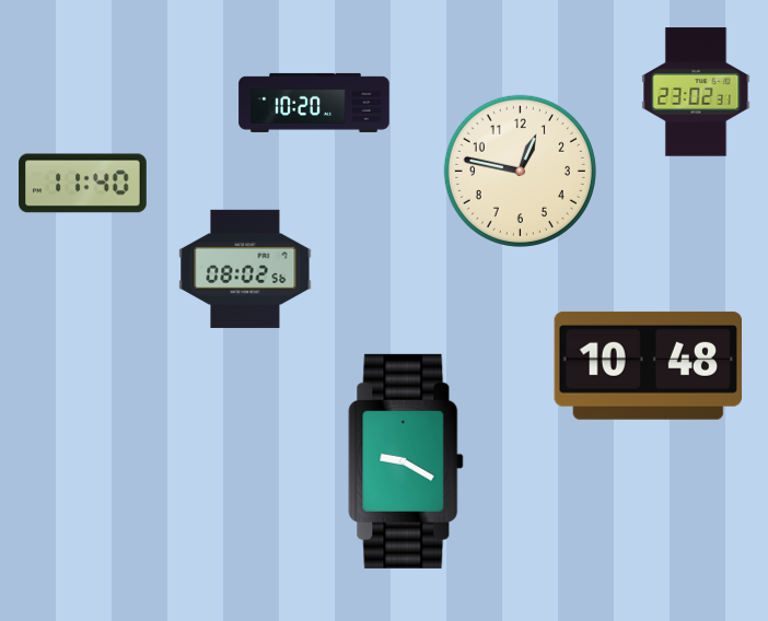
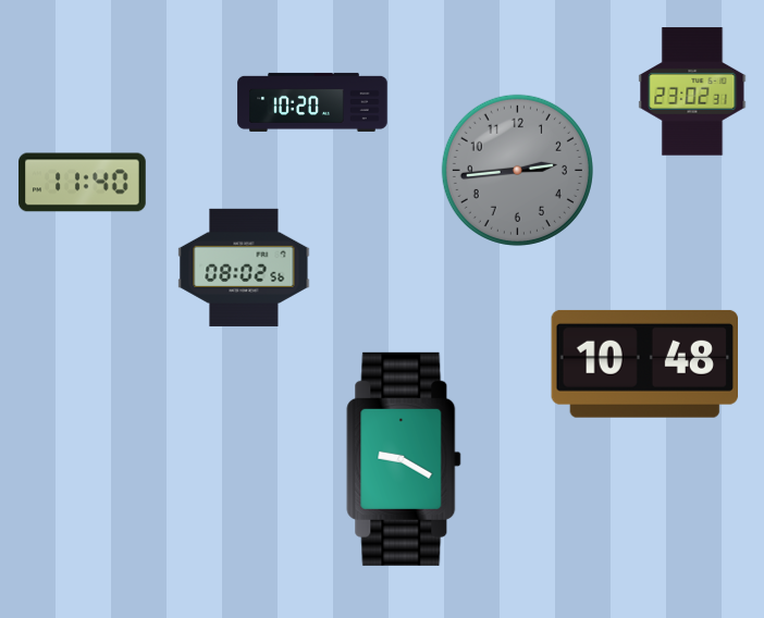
clock at (520, 171): 12:47 -> 2:44
clock at (520, 171) dial: cream -> grey
